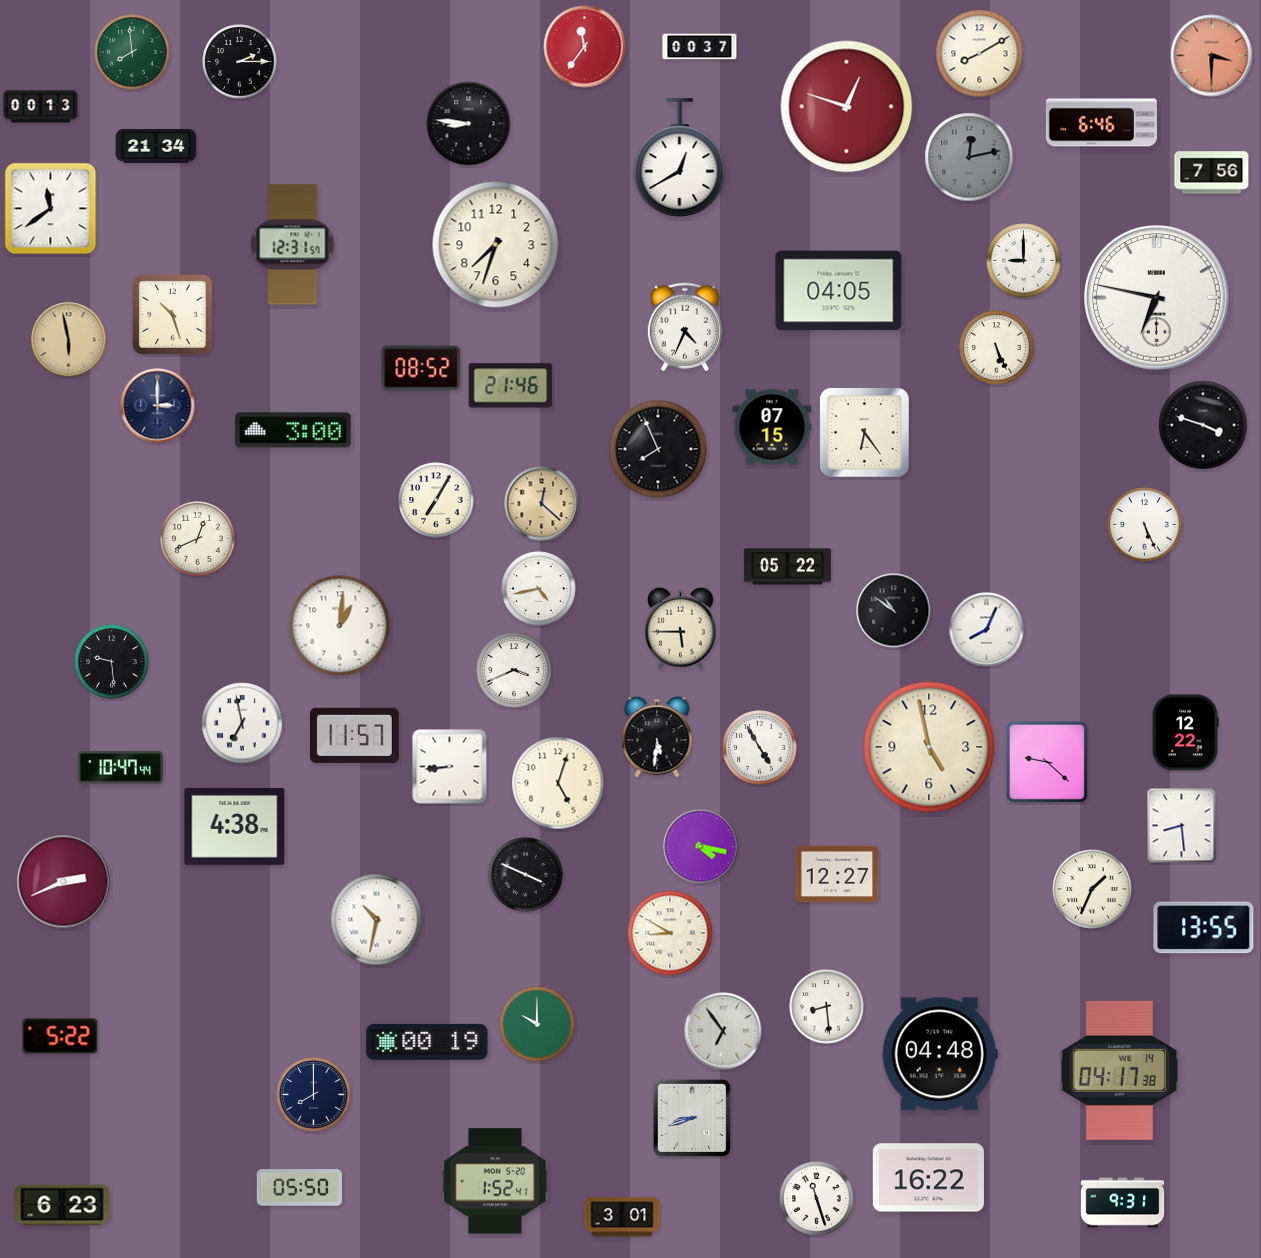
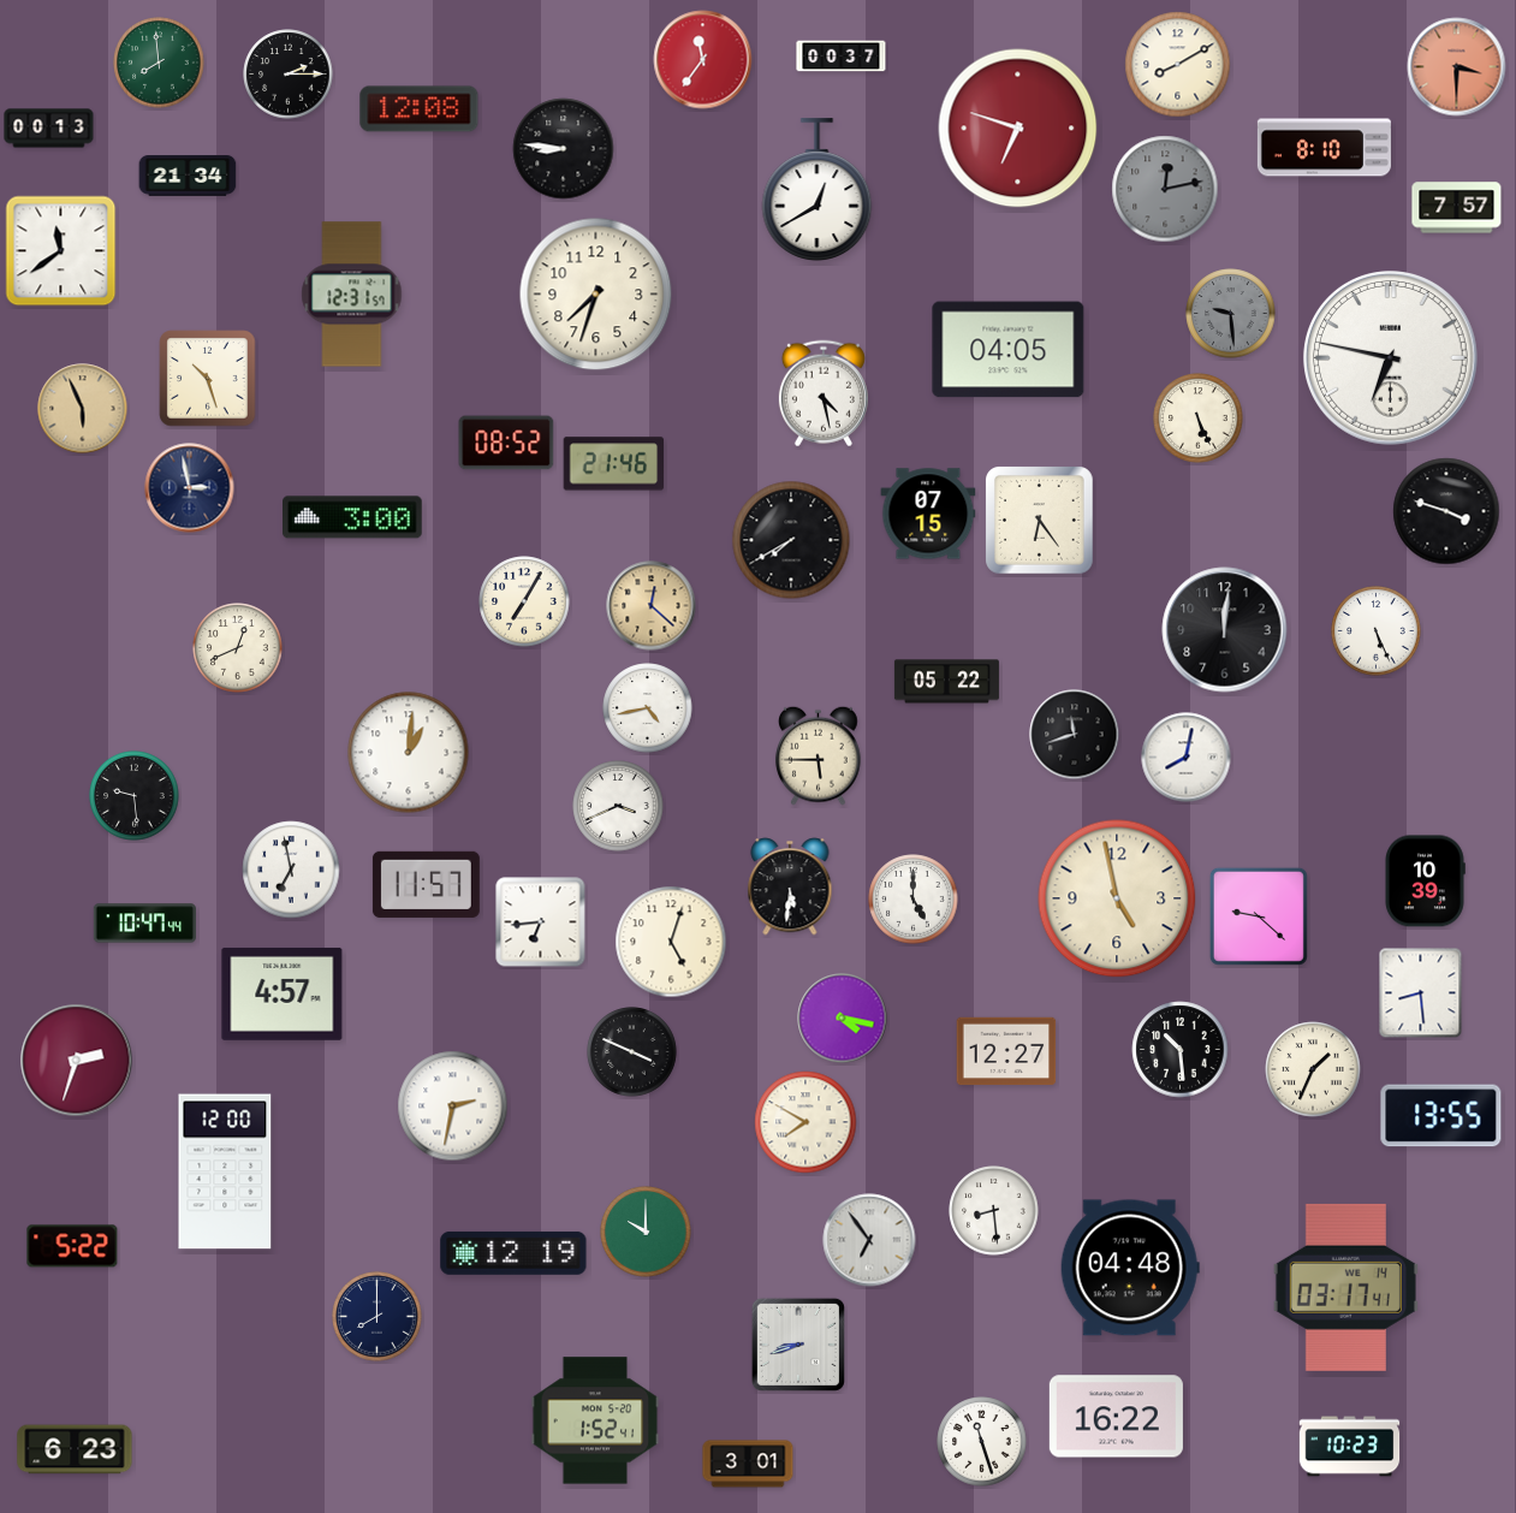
clock at (585, 47) position: (585, 47) -> (703, 60)
clock at (420, 109): none -> 12:08
clock at (847, 107): 12:48 -> 6:48
clock at (1101, 123): 6:46 -> 8:10
clock at (1212, 173): 7:56 -> 7:57
clock at (1024, 261): 9:00 -> 9:29
clock at (1024, 261) dial: white -> grey
clock at (685, 327): 4:34 -> 4:28
clock at (69, 340): 5:58 -> 5:56
clock at (158, 406): 3:00 -> 2:58
clock at (658, 449): 7:56 -> 7:40
clock at (1225, 630): none -> 12:01
clock at (894, 611): 10:51 -> 11:42
clock at (987, 630): 8:04 -> 8:02
clock at (1185, 733): 12:22 -> 10:39
clock at (760, 748): 4:55 -> 5:00
clock at (450, 767): 8:44 -> 6:44
clock at (235, 826): 4:38 -> 4:57
clock at (1181, 1050): none -> 10:29
clock at (64, 882): 2:41 -> 2:33
clock at (377, 920): 10:32 -> 2:32
clock at (1204, 928) position: (1204, 928) -> (1441, 1116)
clock at (670, 933): 8:50 -> 7:50
clock at (225, 1171): none -> 12:00
clock at (427, 1042): 00:19 -> 12:19
clock at (1119, 1070): 04:17 -> 03:17
clock at (692, 1118) position: (692, 1118) -> (798, 1345)
clock at (299, 1188): 05:50 -> none
clock at (1123, 1203): 9:31 -> 10:23
